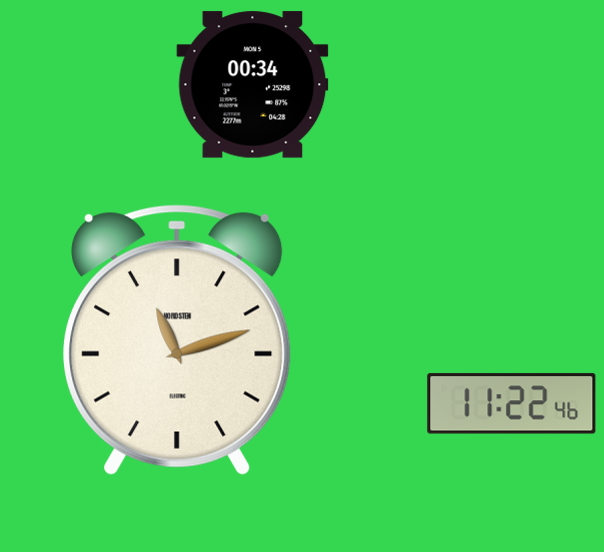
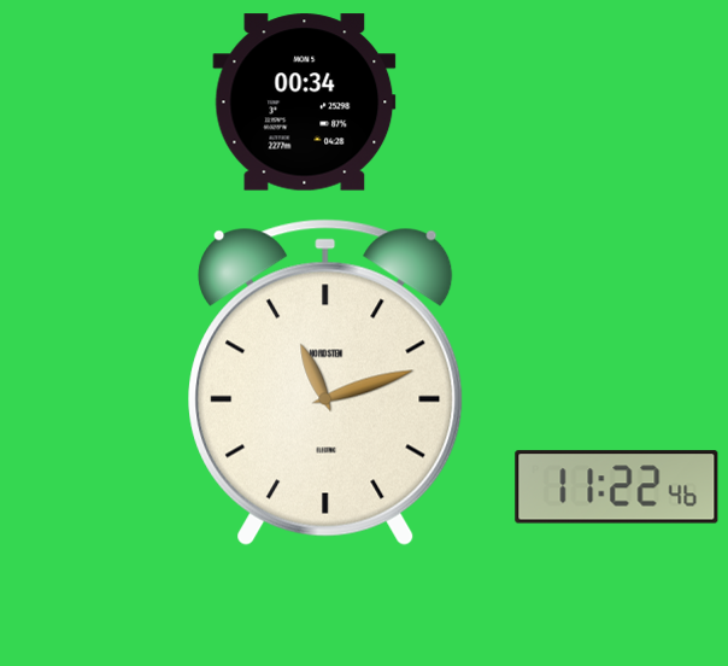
clock at (177, 340) position: (177, 340) -> (325, 382)
